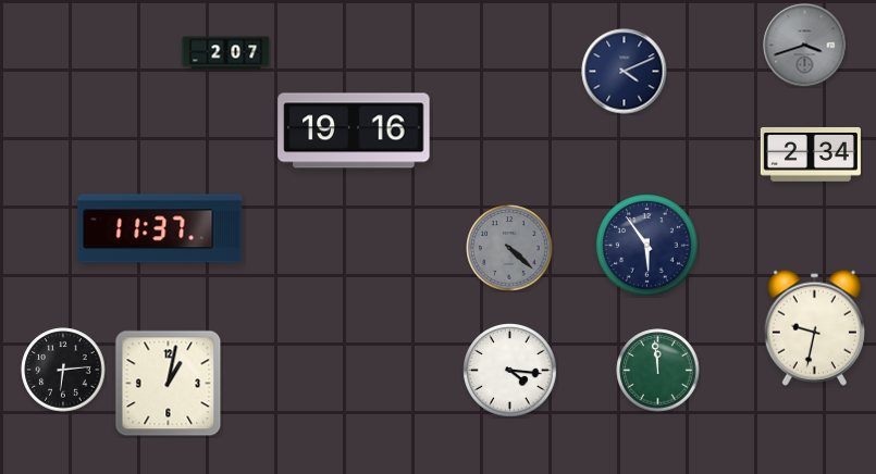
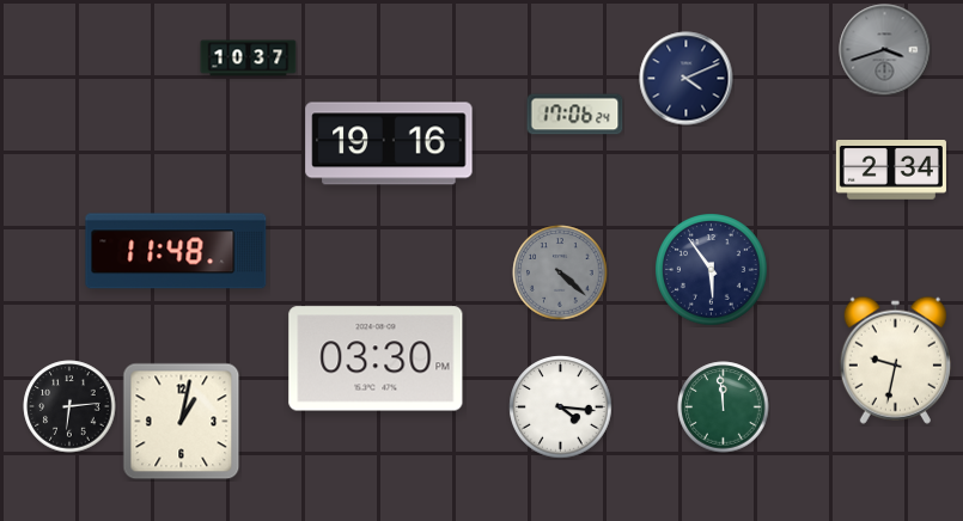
clock at (226, 53): 2:07 -> 10:37
clock at (575, 115): none -> 17:06
clock at (160, 228): 11:37 -> 11:48
clock at (376, 358): none -> 03:30
clock at (169, 384) position: (169, 384) -> (182, 422)
